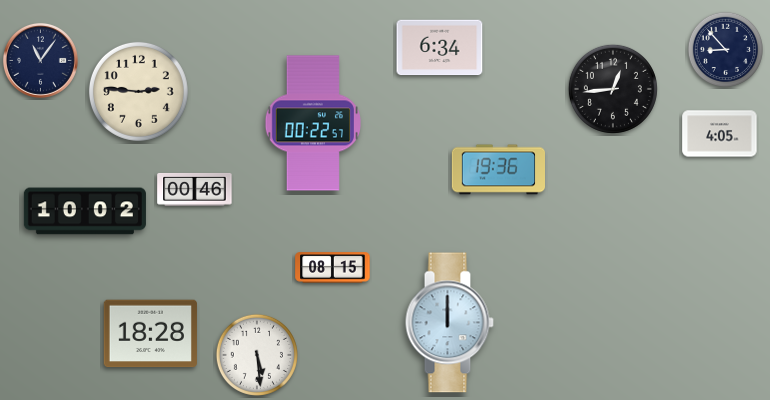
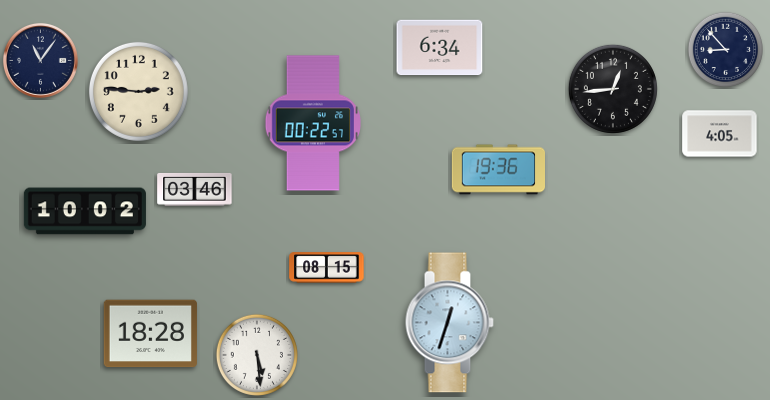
clock at (195, 189): 00:46 -> 03:46
clock at (333, 268) position: (333, 268) -> (327, 268)
clock at (449, 323): 12:00 -> 12:33
